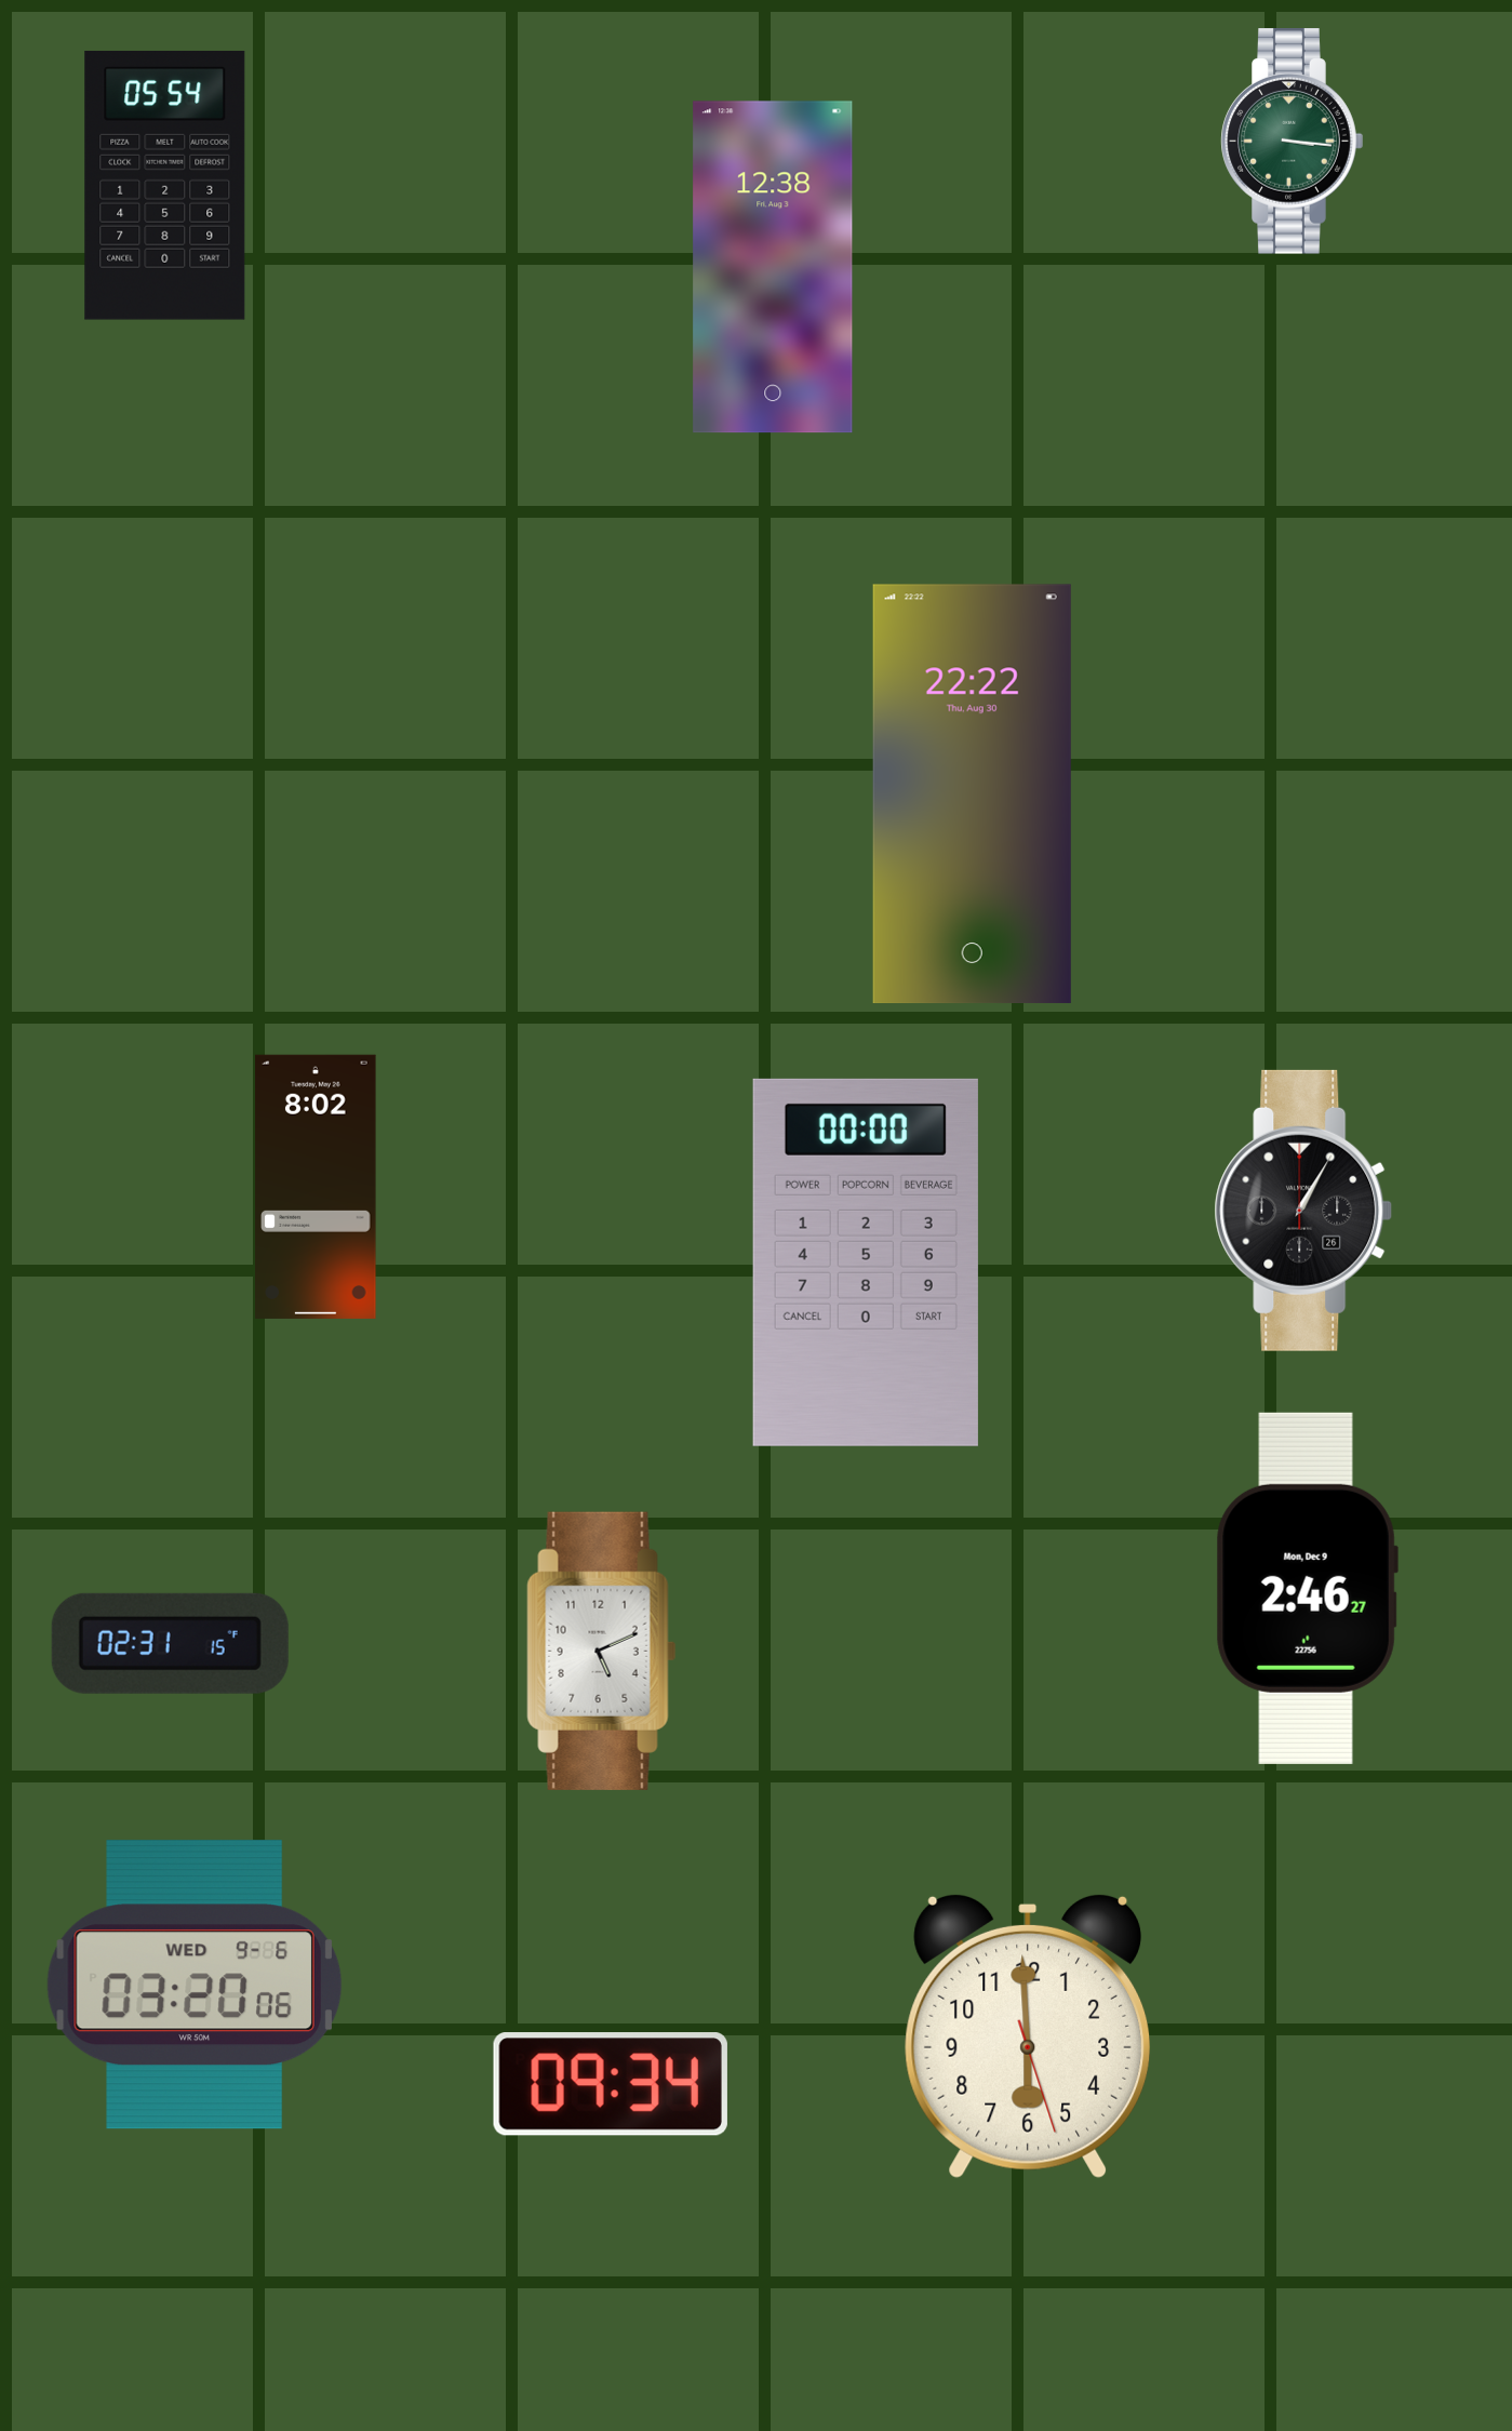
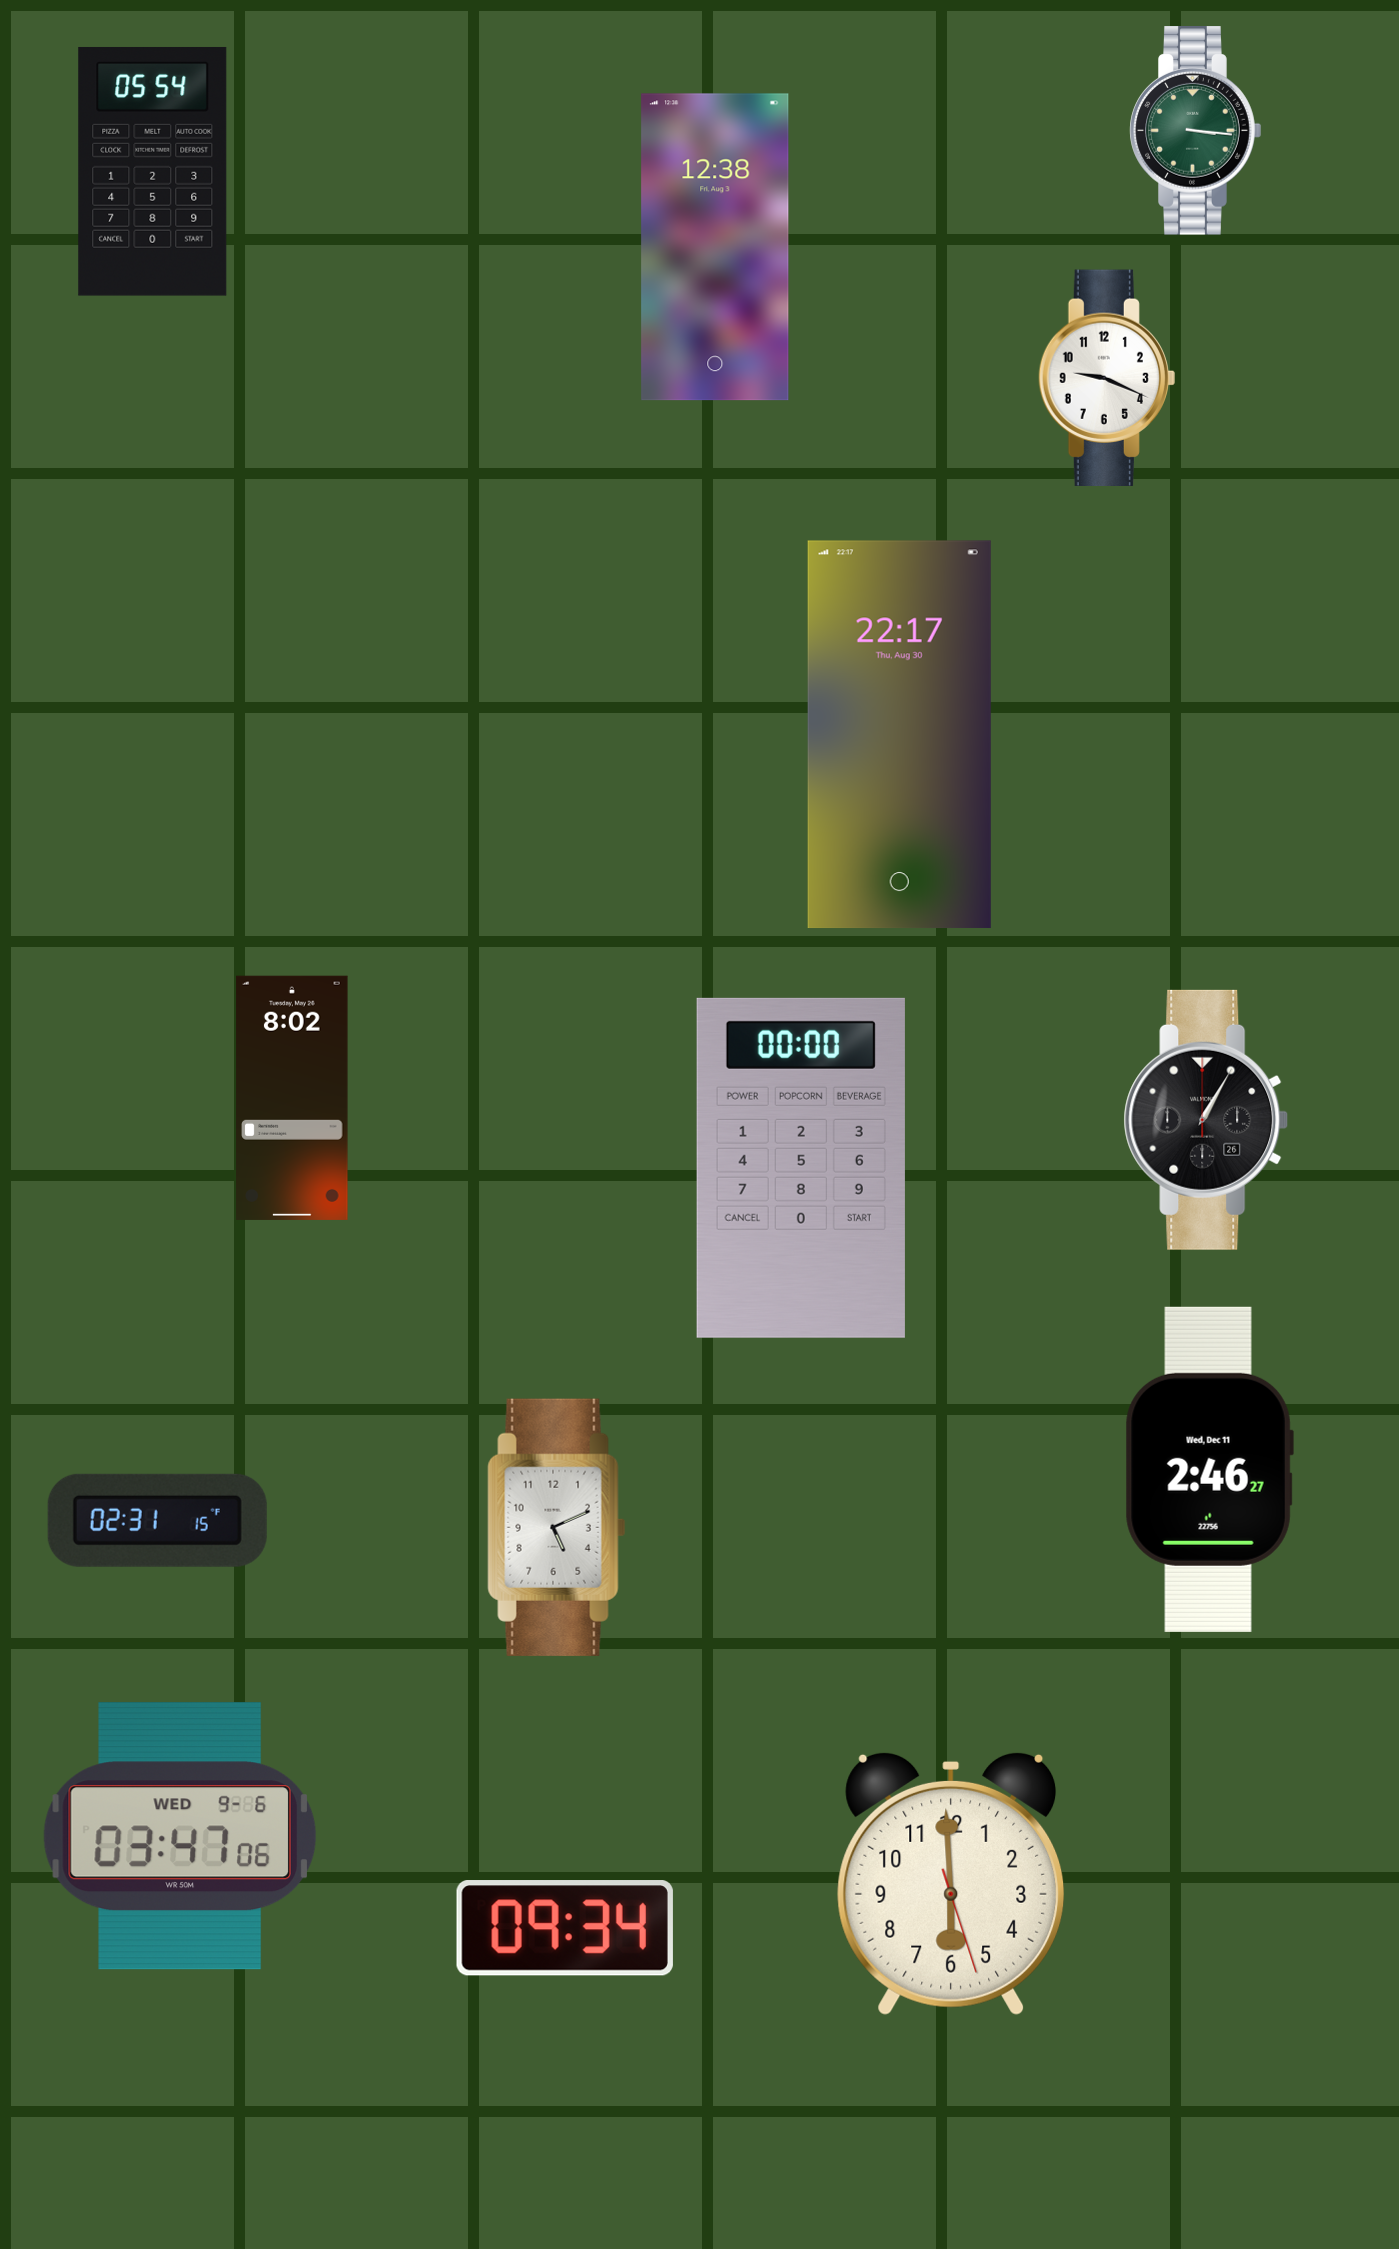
clock at (1107, 377): none -> 9:19
clock at (972, 794): 22:22 -> 22:17
clock at (1307, 1588) date: Mon, Dec 9 -> Wed, Dec 11
clock at (195, 1985): 03:20 -> 03:47
